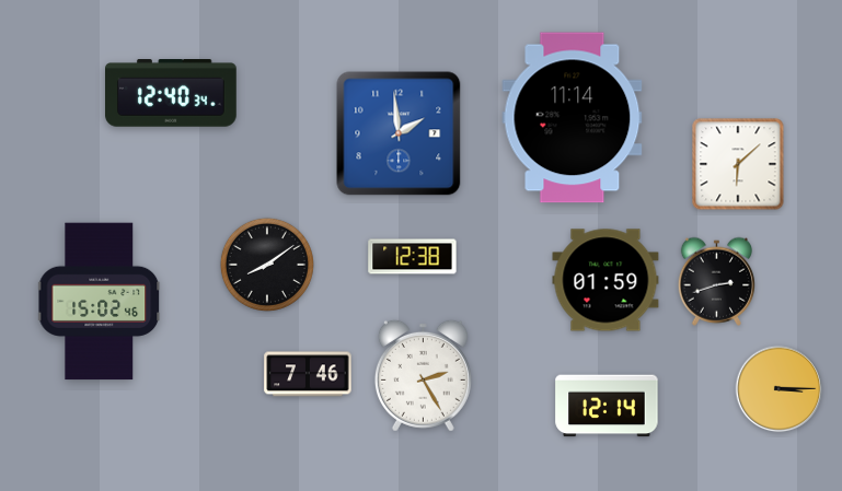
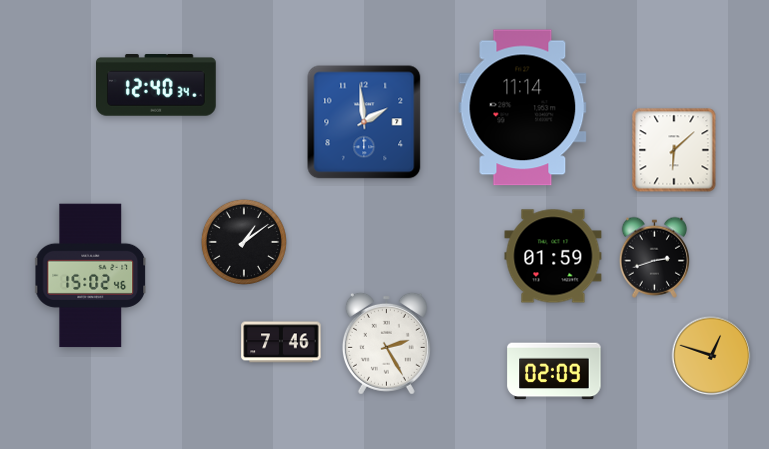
clock at (413, 257): 12:38 -> none
clock at (267, 265): 8:09 -> 1:09
clock at (780, 389): 3:15 -> 12:48
clock at (607, 406): 12:14 -> 02:09
